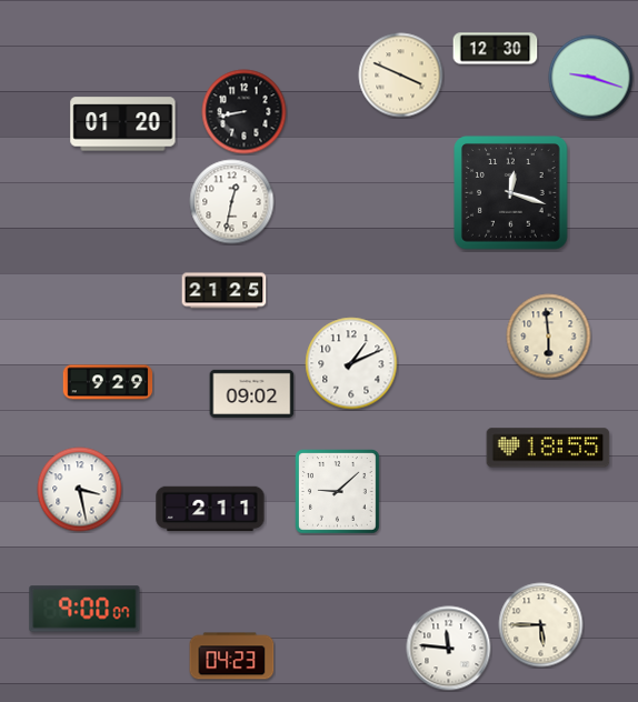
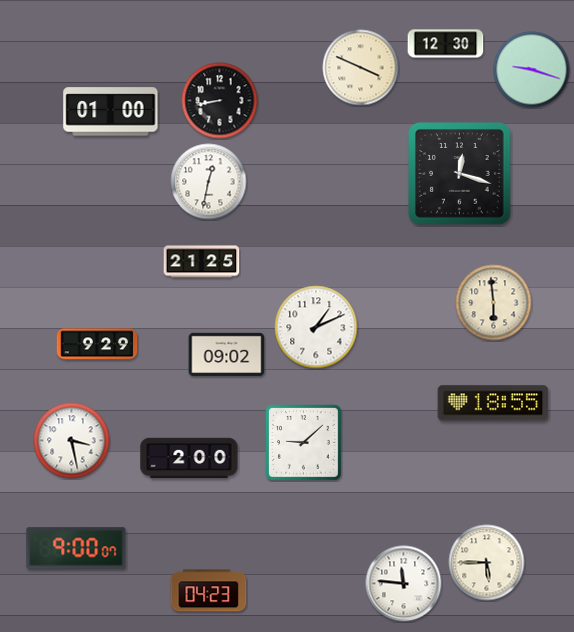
clock at (123, 124): 01:20 -> 01:00
clock at (210, 509): 2:11 -> 2:00
